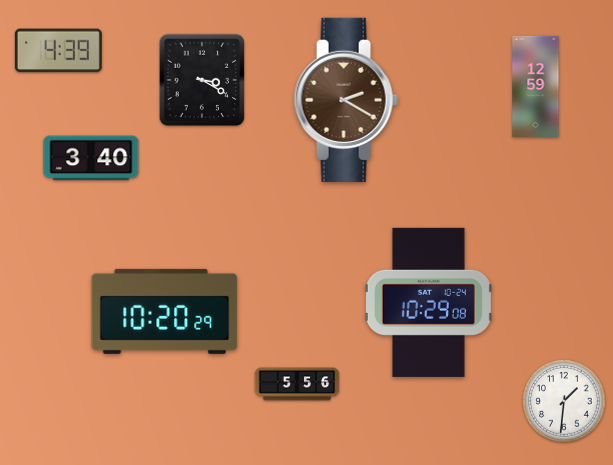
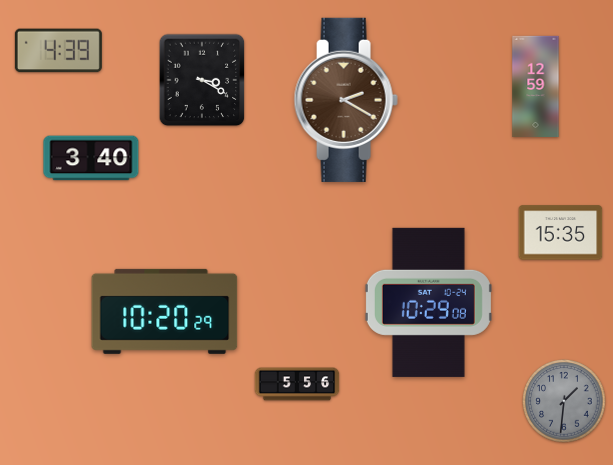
clock at (561, 233): none -> 15:35
clock at (564, 401) dial: white -> grey
